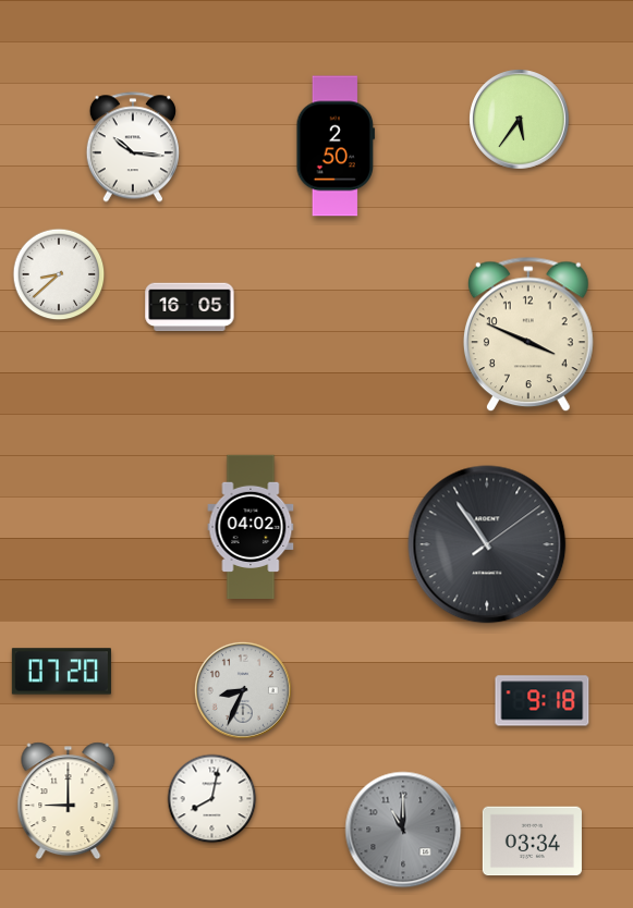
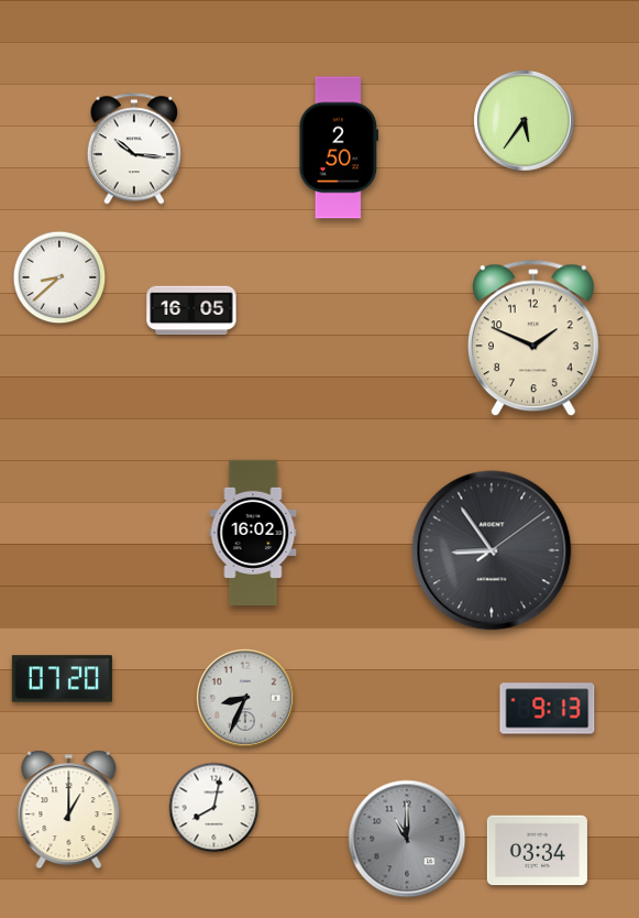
clock at (528, 334): 3:49 -> 1:49
clock at (251, 527): 04:02 -> 16:02
clock at (487, 544): 10:54 -> 8:54
clock at (543, 701): 9:18 -> 9:13
clock at (69, 801): 9:00 -> 1:00
